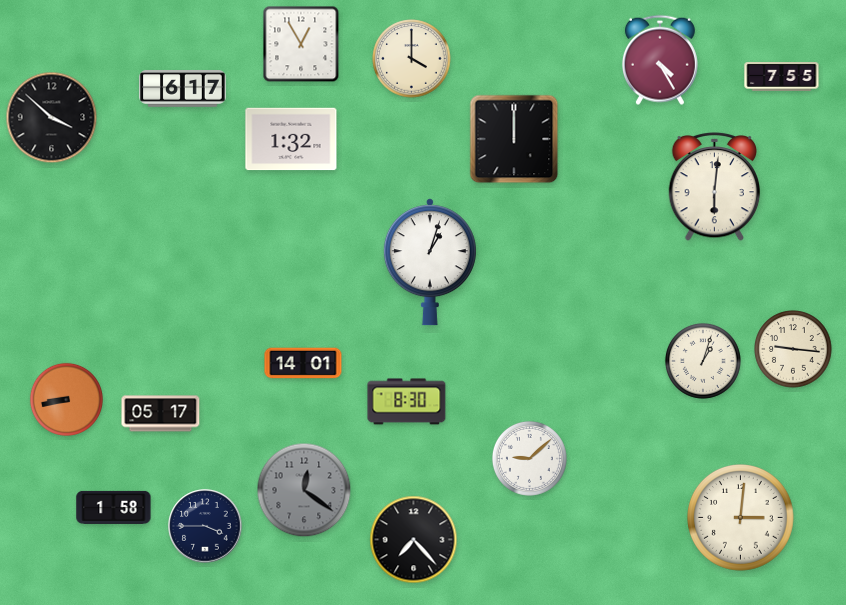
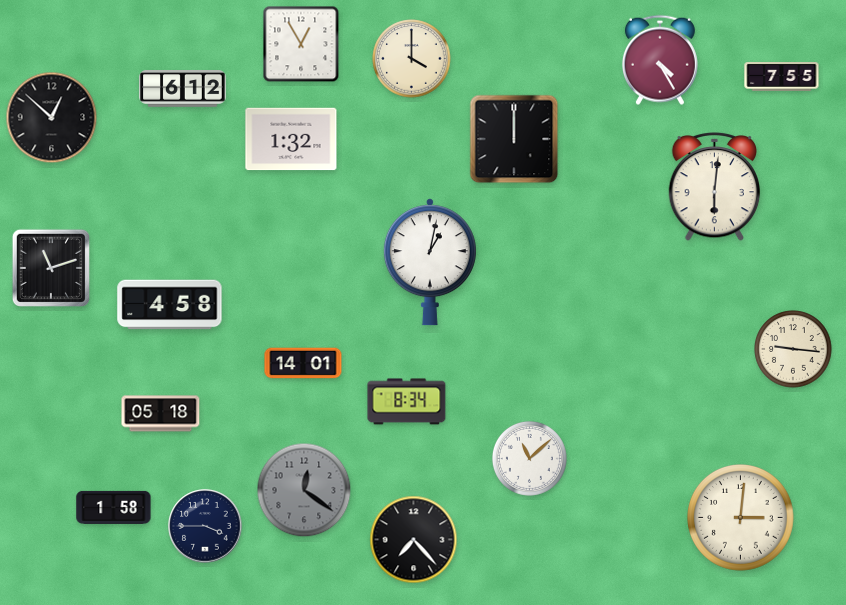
clock at (183, 89): 6:17 -> 6:12
clock at (52, 118): 3:52 -> 12:52
clock at (430, 262): 1:03 -> 1:02
clock at (50, 267): none -> 11:12
clock at (170, 305): none -> 4:58
clock at (703, 361): 1:03 -> none
clock at (66, 399): 8:43 -> none
clock at (407, 402): 8:30 -> 8:34
clock at (161, 414): 05:17 -> 05:18
clock at (529, 458): 9:08 -> 11:08
